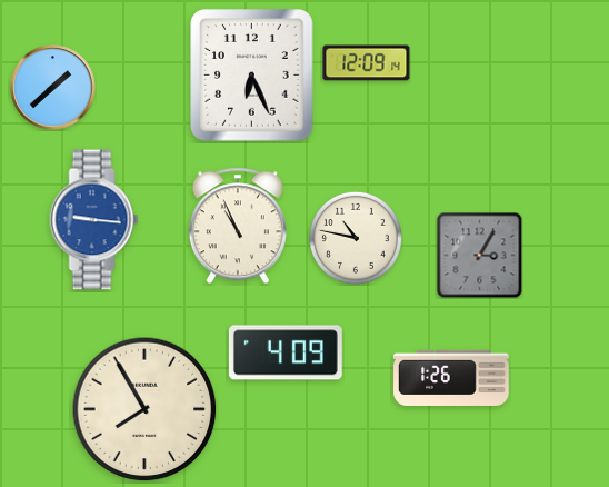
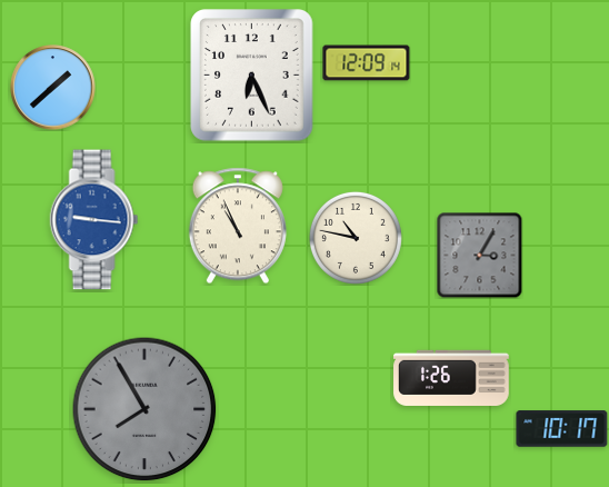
clock at (286, 352): 4:09 -> none
clock at (144, 409) dial: cream -> grey
clock at (562, 429): none -> 10:17
